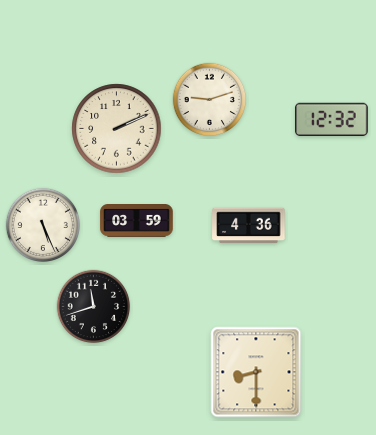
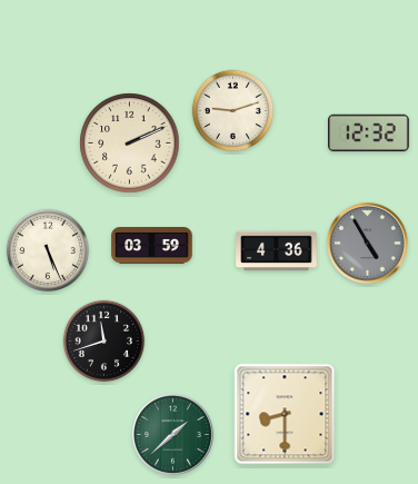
clock at (368, 244): none -> 4:55
clock at (173, 435): none -> 1:38
